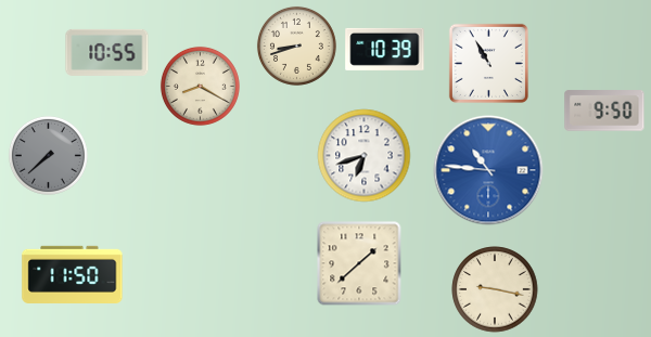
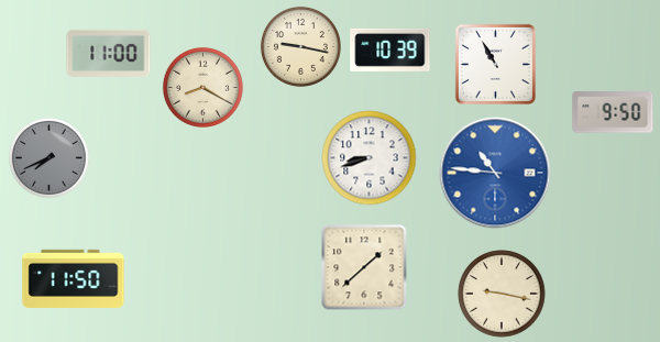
clock at (296, 46): 8:42 -> 9:17
clock at (107, 52): 10:55 -> 11:00
clock at (48, 155): 7:38 -> 7:41
clock at (365, 156): 6:42 -> 8:42
